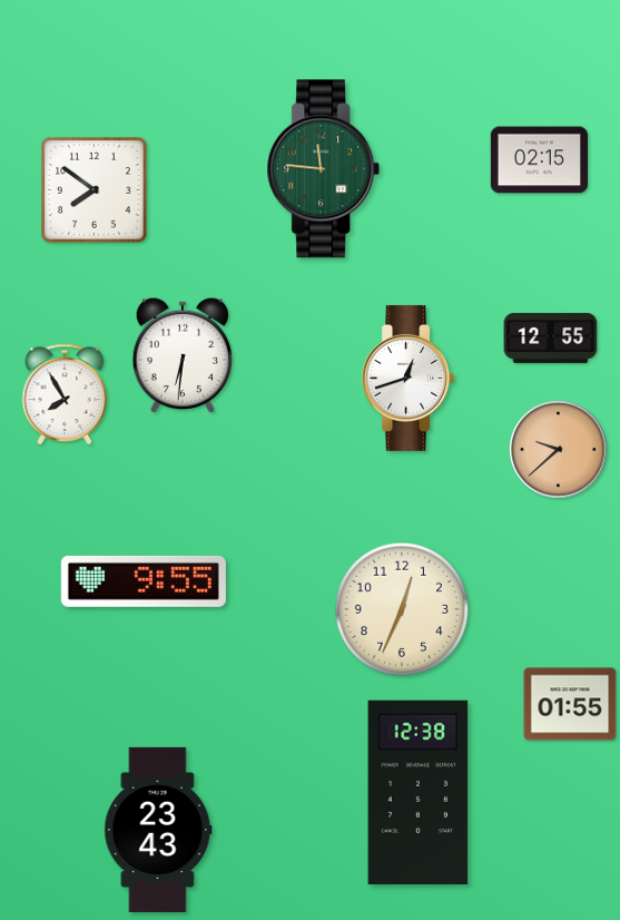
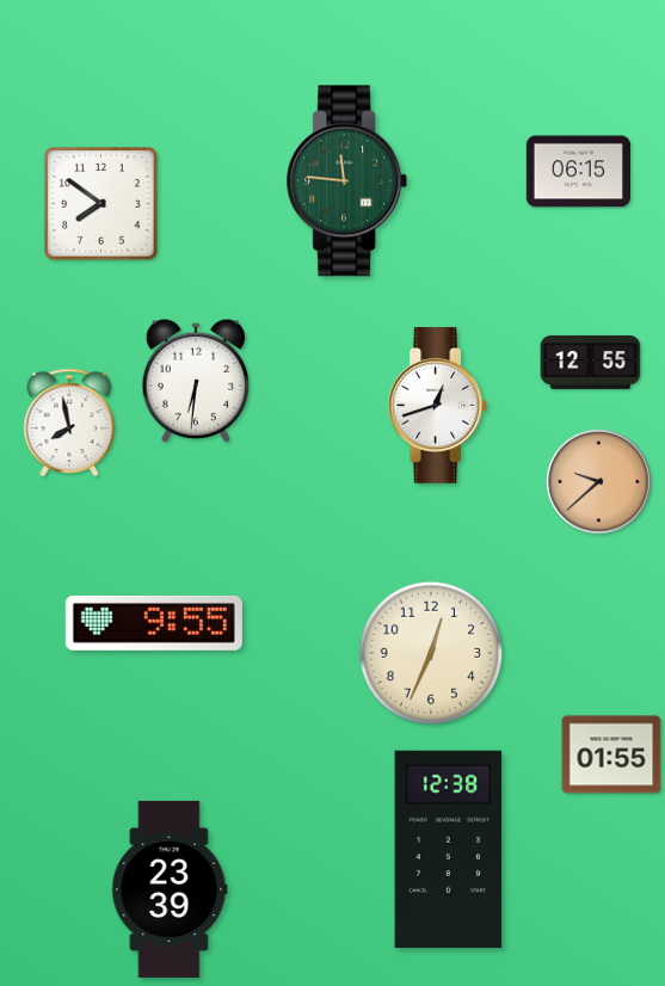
clock at (539, 160): 02:15 -> 06:15
clock at (65, 394): 7:55 -> 7:58
clock at (158, 830): 23:43 -> 23:39
